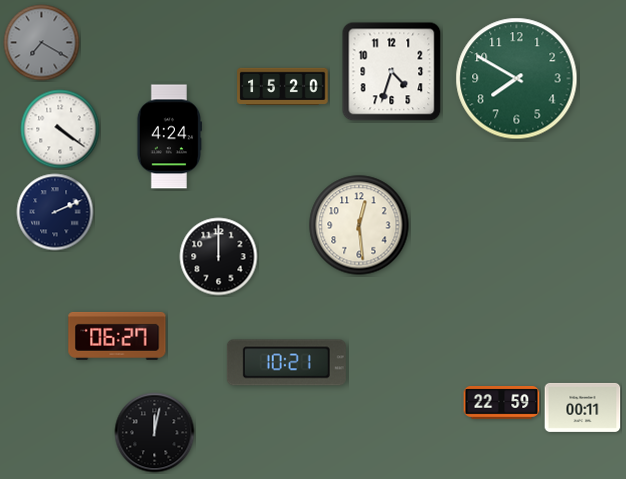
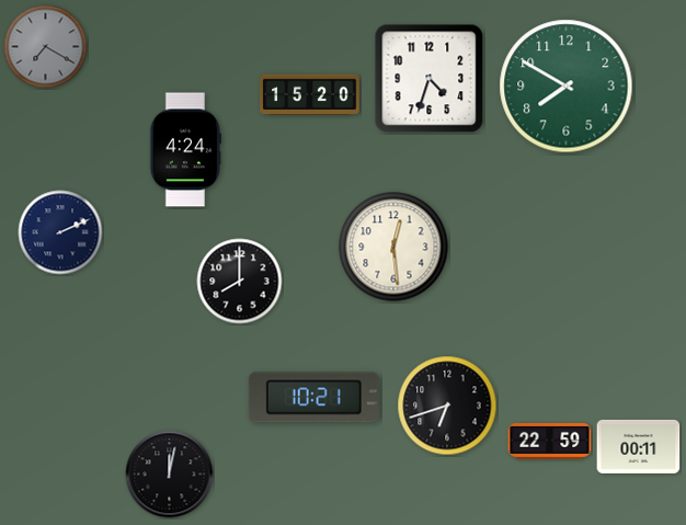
clock at (60, 129): 4:21 -> none
clock at (219, 257): 12:00 -> 8:00
clock at (117, 336): 06:27 -> none
clock at (447, 406): none -> 6:42
